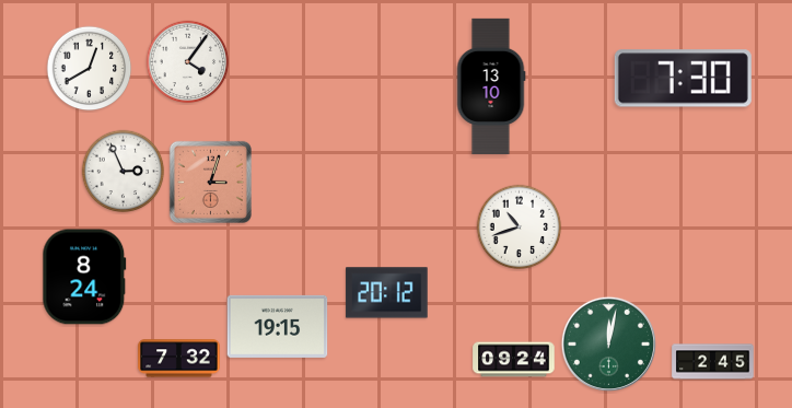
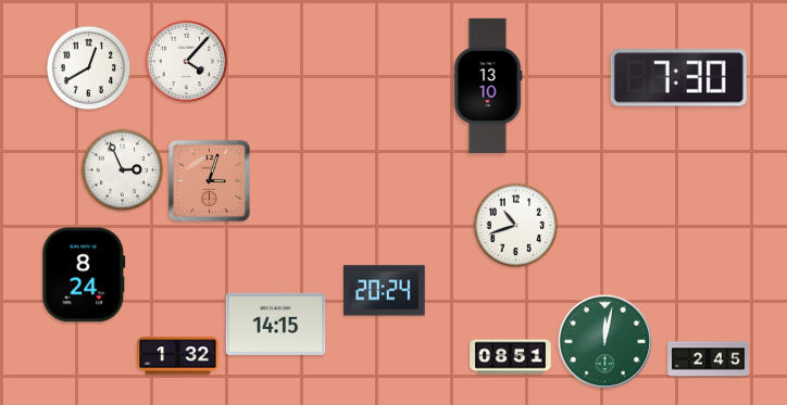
clock at (188, 62): 4:06 -> 4:07
clock at (387, 293): 20:12 -> 20:24
clock at (278, 326): 19:15 -> 14:15
clock at (179, 359): 7:32 -> 1:32
clock at (514, 360): 09:24 -> 08:51
